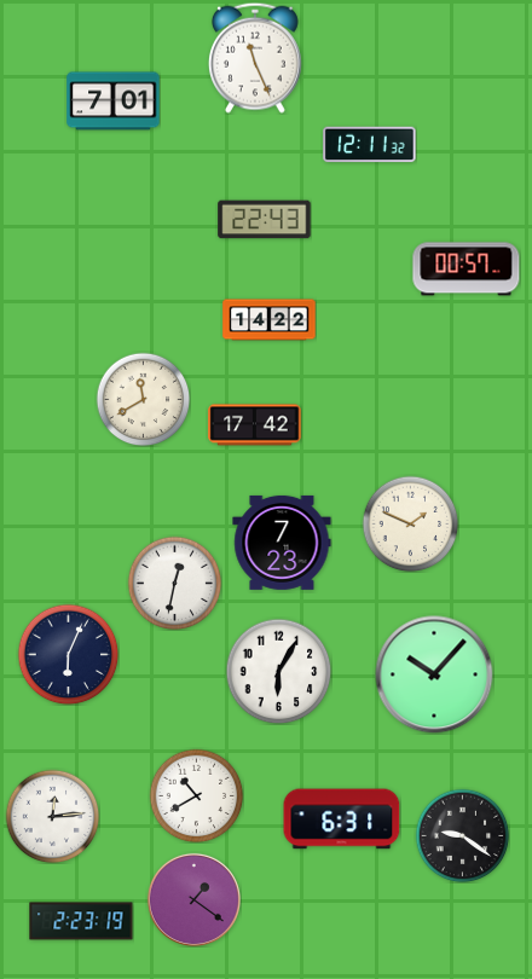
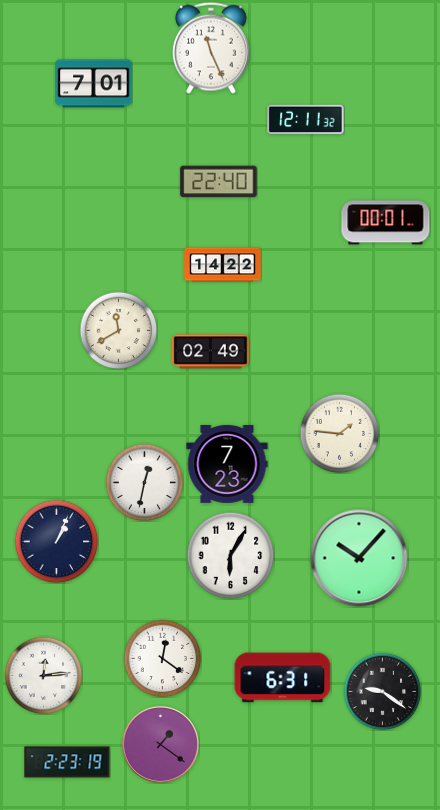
clock at (265, 220): 22:43 -> 22:40
clock at (467, 270): 00:57 -> 00:01
clock at (255, 425): 17:42 -> 02:49
clock at (410, 523): 1:49 -> 1:46
clock at (282, 543) position: (282, 543) -> (227, 464)
clock at (68, 654): 6:04 -> 1:04
clock at (196, 795): 10:40 -> 12:21
